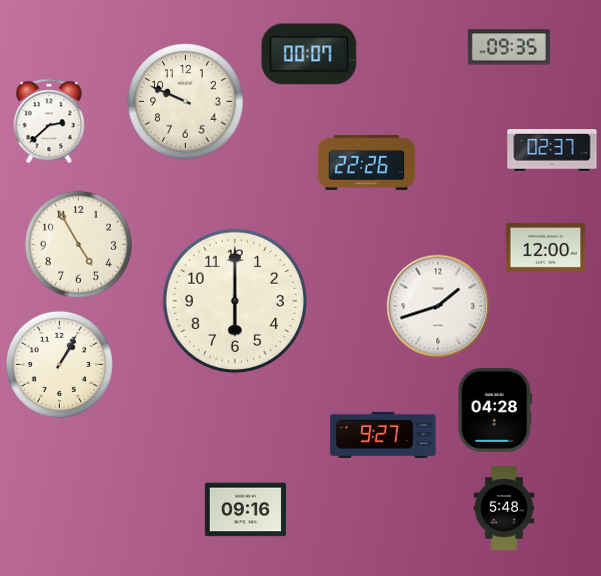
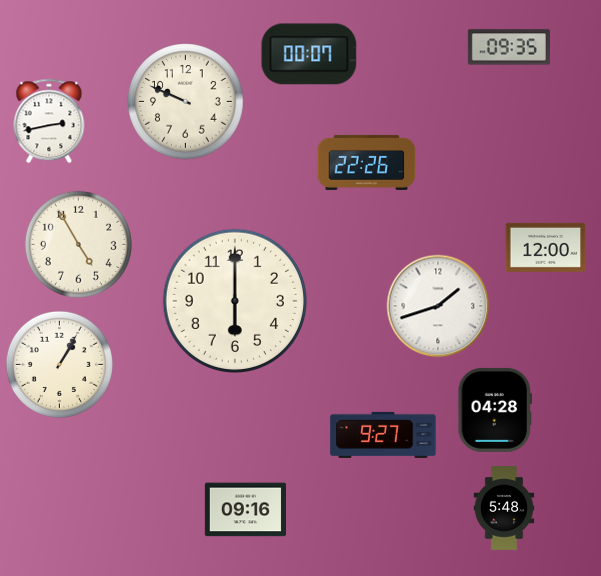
clock at (49, 121): 2:38 -> 2:43
clock at (552, 150): 02:37 -> none
